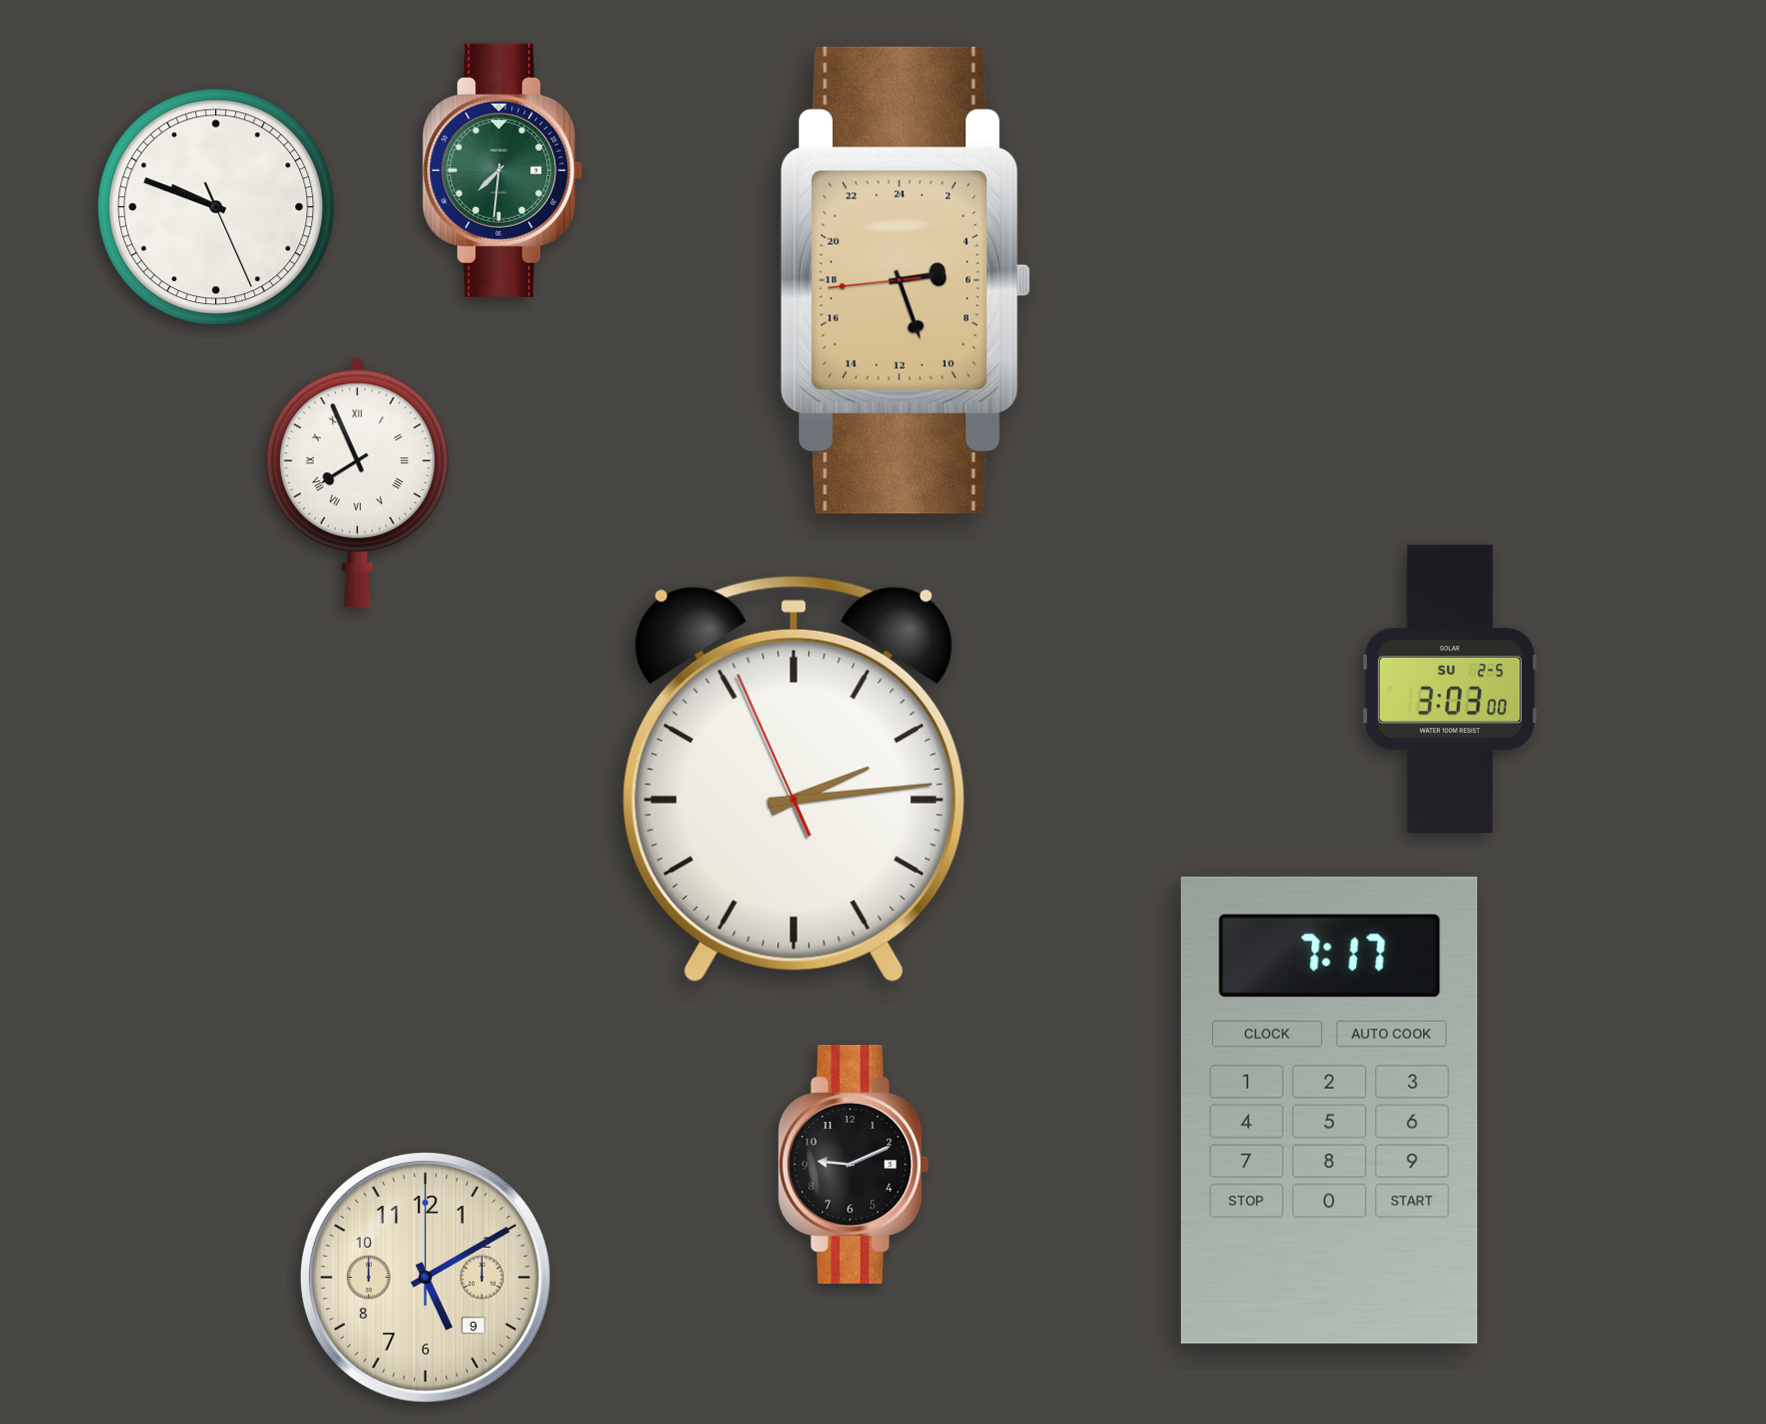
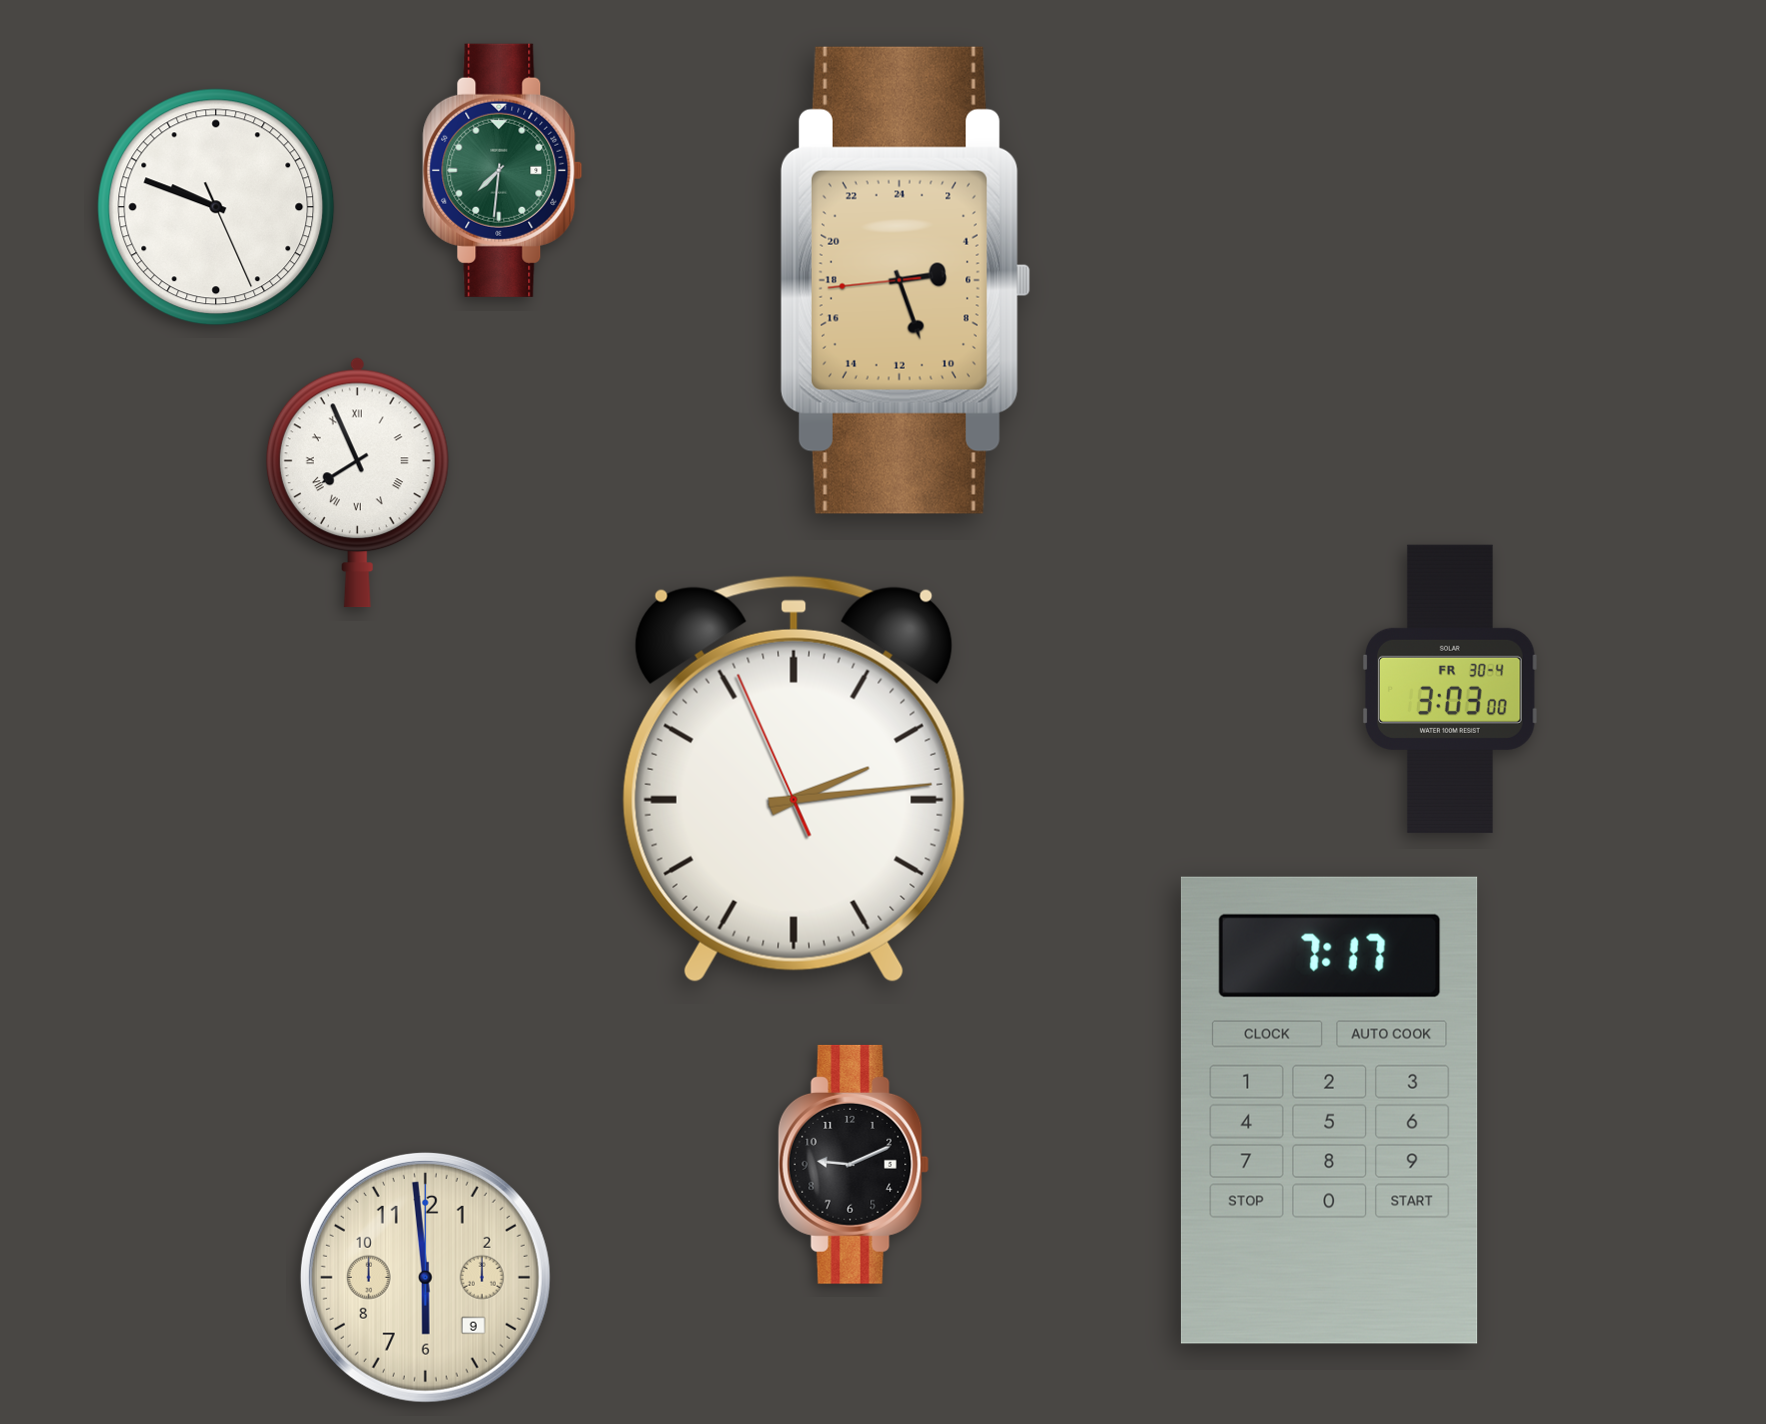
clock at (1451, 689) date: SU 2-5 -> FR 30-4
clock at (425, 1277): 5:10 -> 5:59
